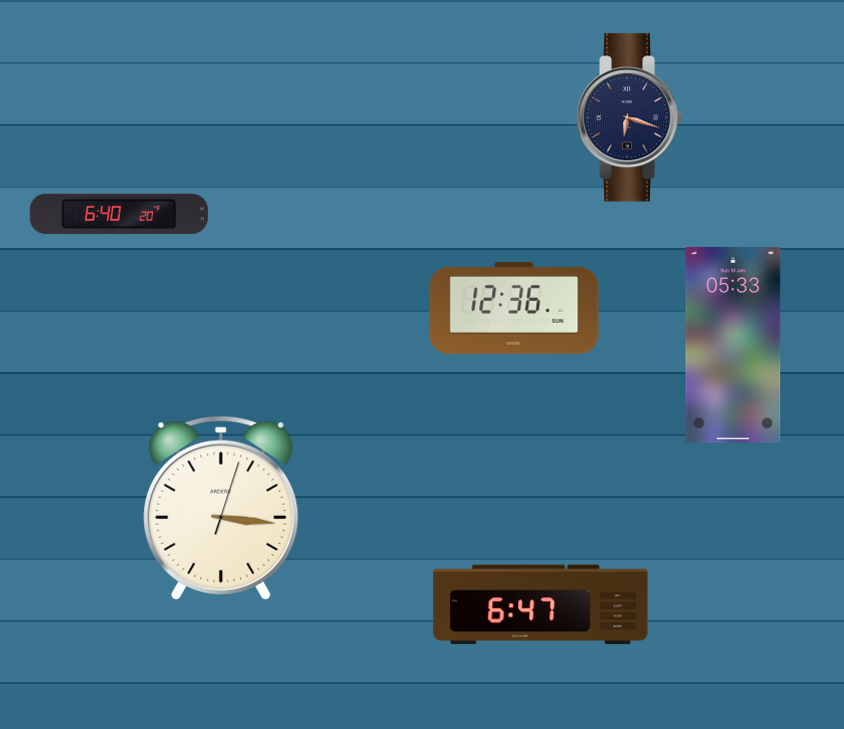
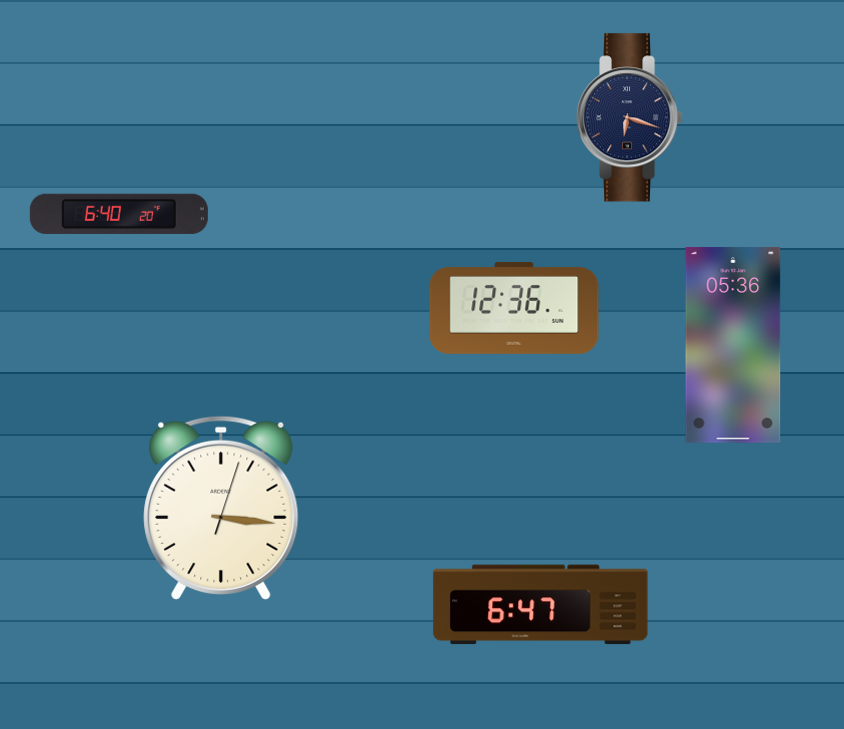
clock at (733, 345): 05:33 -> 05:36
